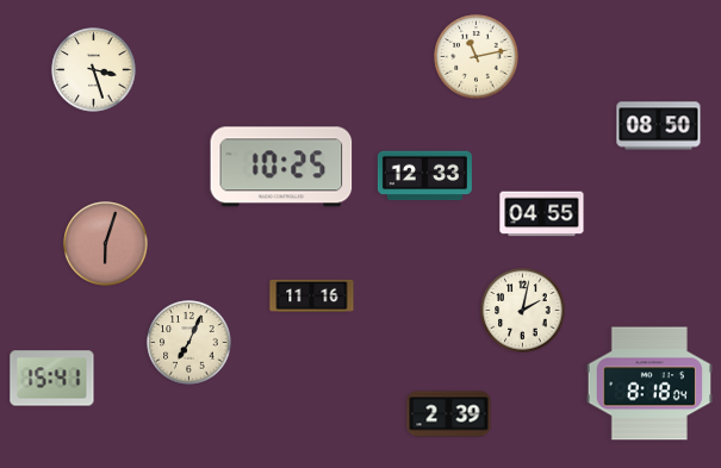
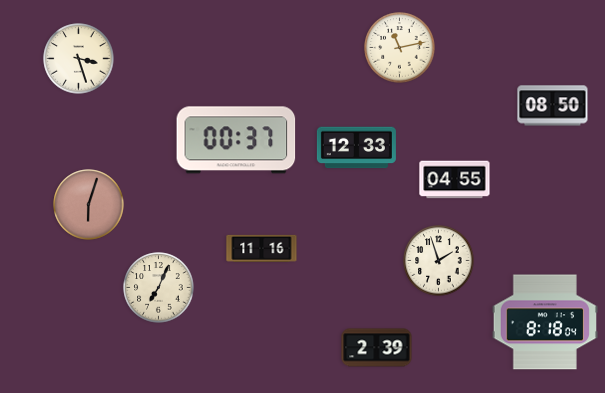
clock at (281, 167): 10:25 -> 00:37
clock at (523, 311): 2:02 -> 1:57
clock at (52, 379): 15:41 -> none
